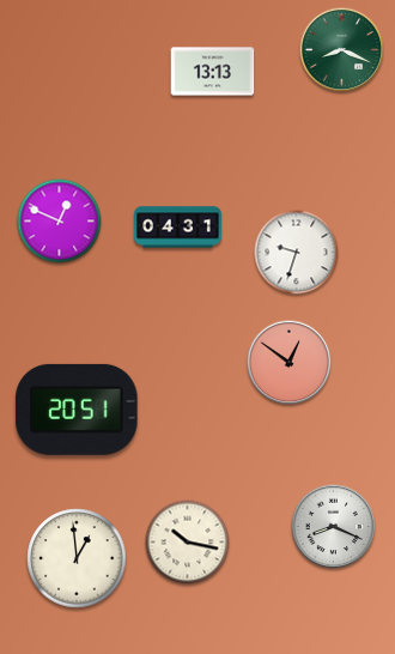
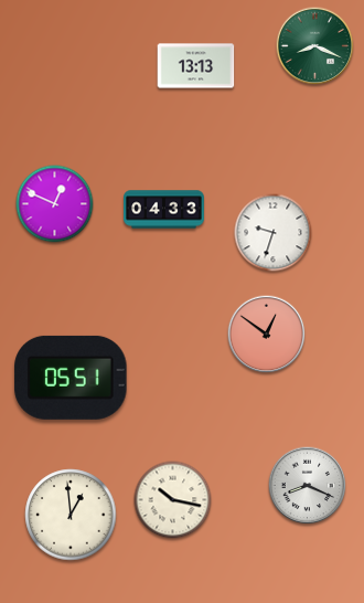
clock at (178, 228): 04:31 -> 04:33
clock at (77, 410): 20:51 -> 05:51
